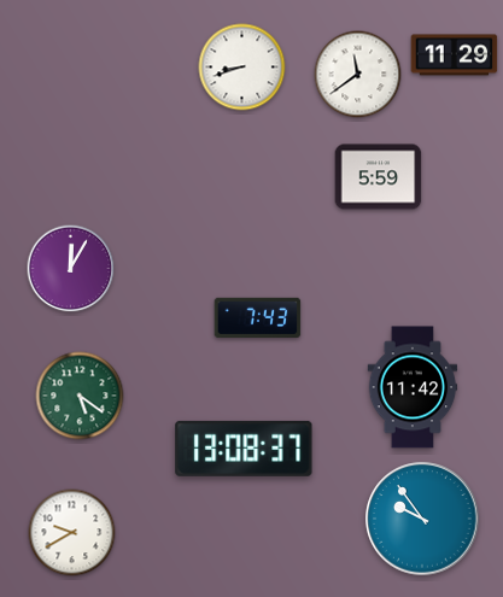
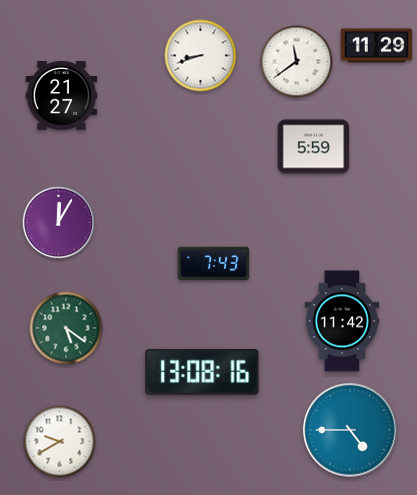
clock at (62, 96): none -> 21:27
clock at (244, 449): 13:08:37 -> 13:08:16
clock at (422, 519): 9:54 -> 4:45
